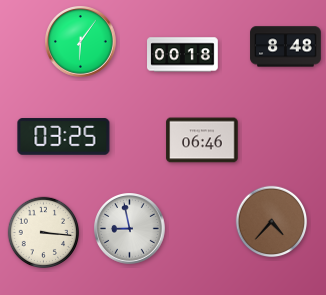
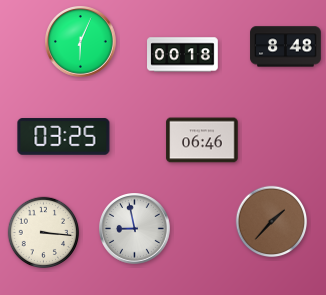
clock at (81, 42): 6:06 -> 6:04
clock at (272, 222): 4:37 -> 1:37
clock at (130, 229) position: (130, 229) -> (135, 229)
